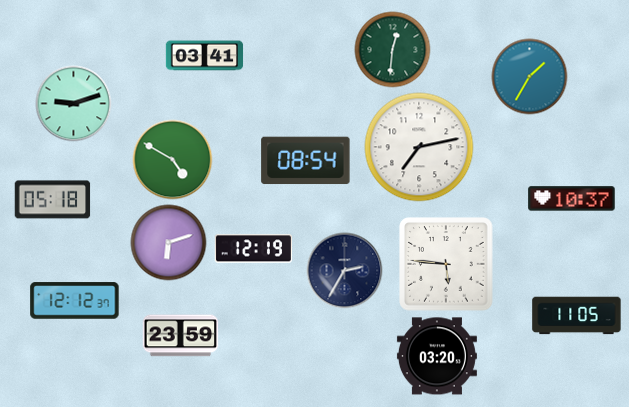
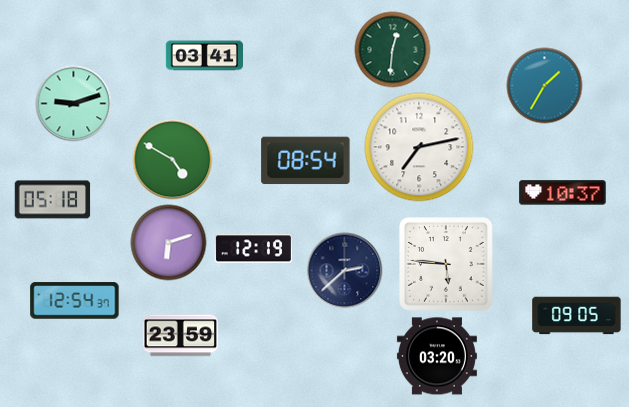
clock at (530, 77) position: (530, 77) -> (545, 86)
clock at (572, 199) position: (572, 199) -> (563, 193)
clock at (345, 271): 2:35 -> 2:38
clock at (75, 301): 12:12 -> 12:54
clock at (577, 316): 11:05 -> 09:05
